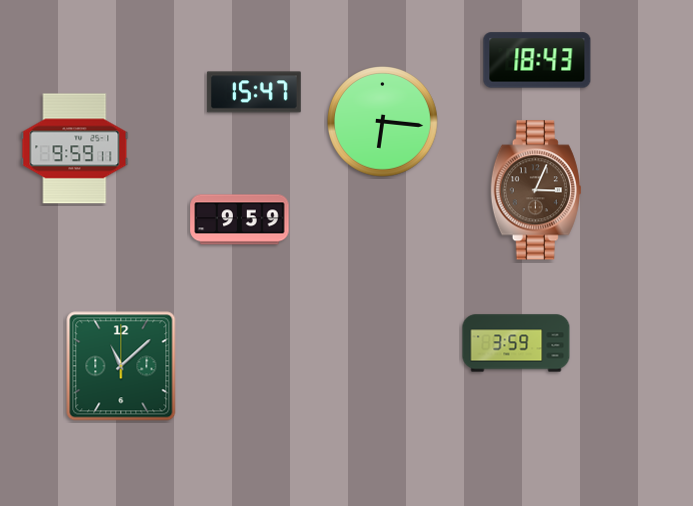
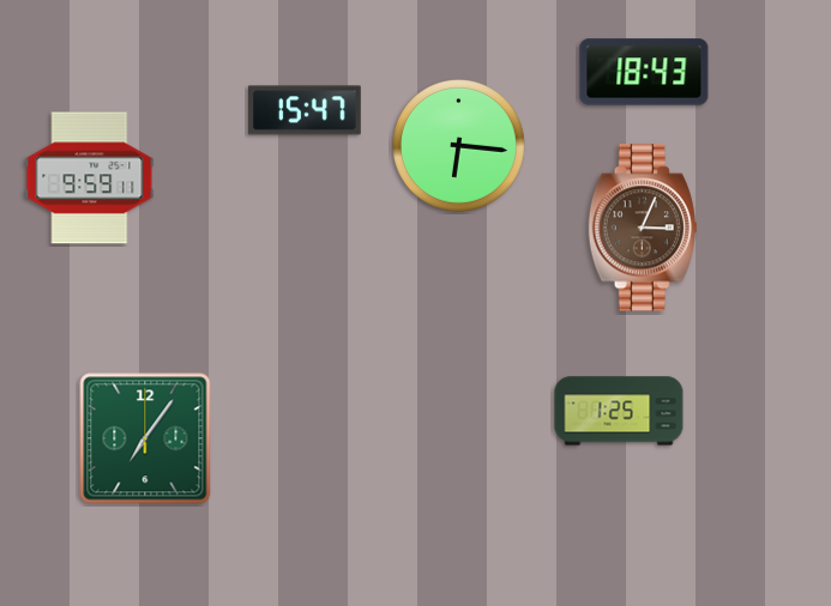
clock at (240, 220): 9:59 -> none
clock at (516, 343): 3:59 -> 1:25
clock at (121, 366): 11:08 -> 7:06
